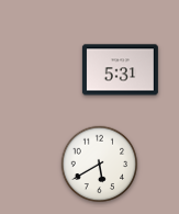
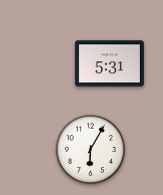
clock at (100, 165): 5:40 -> 6:05
